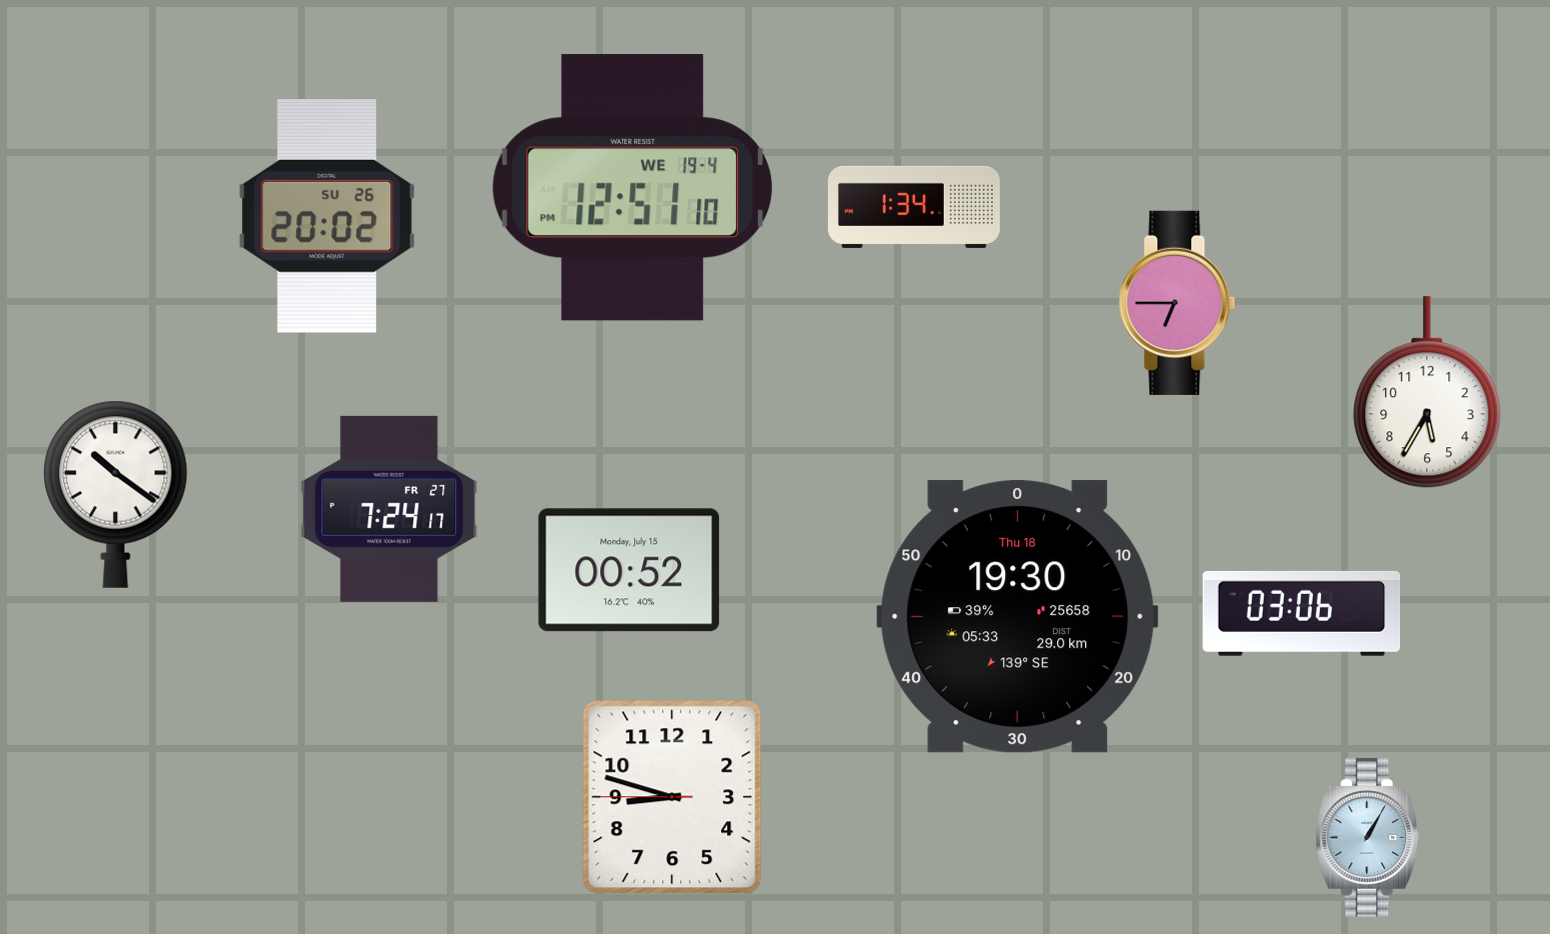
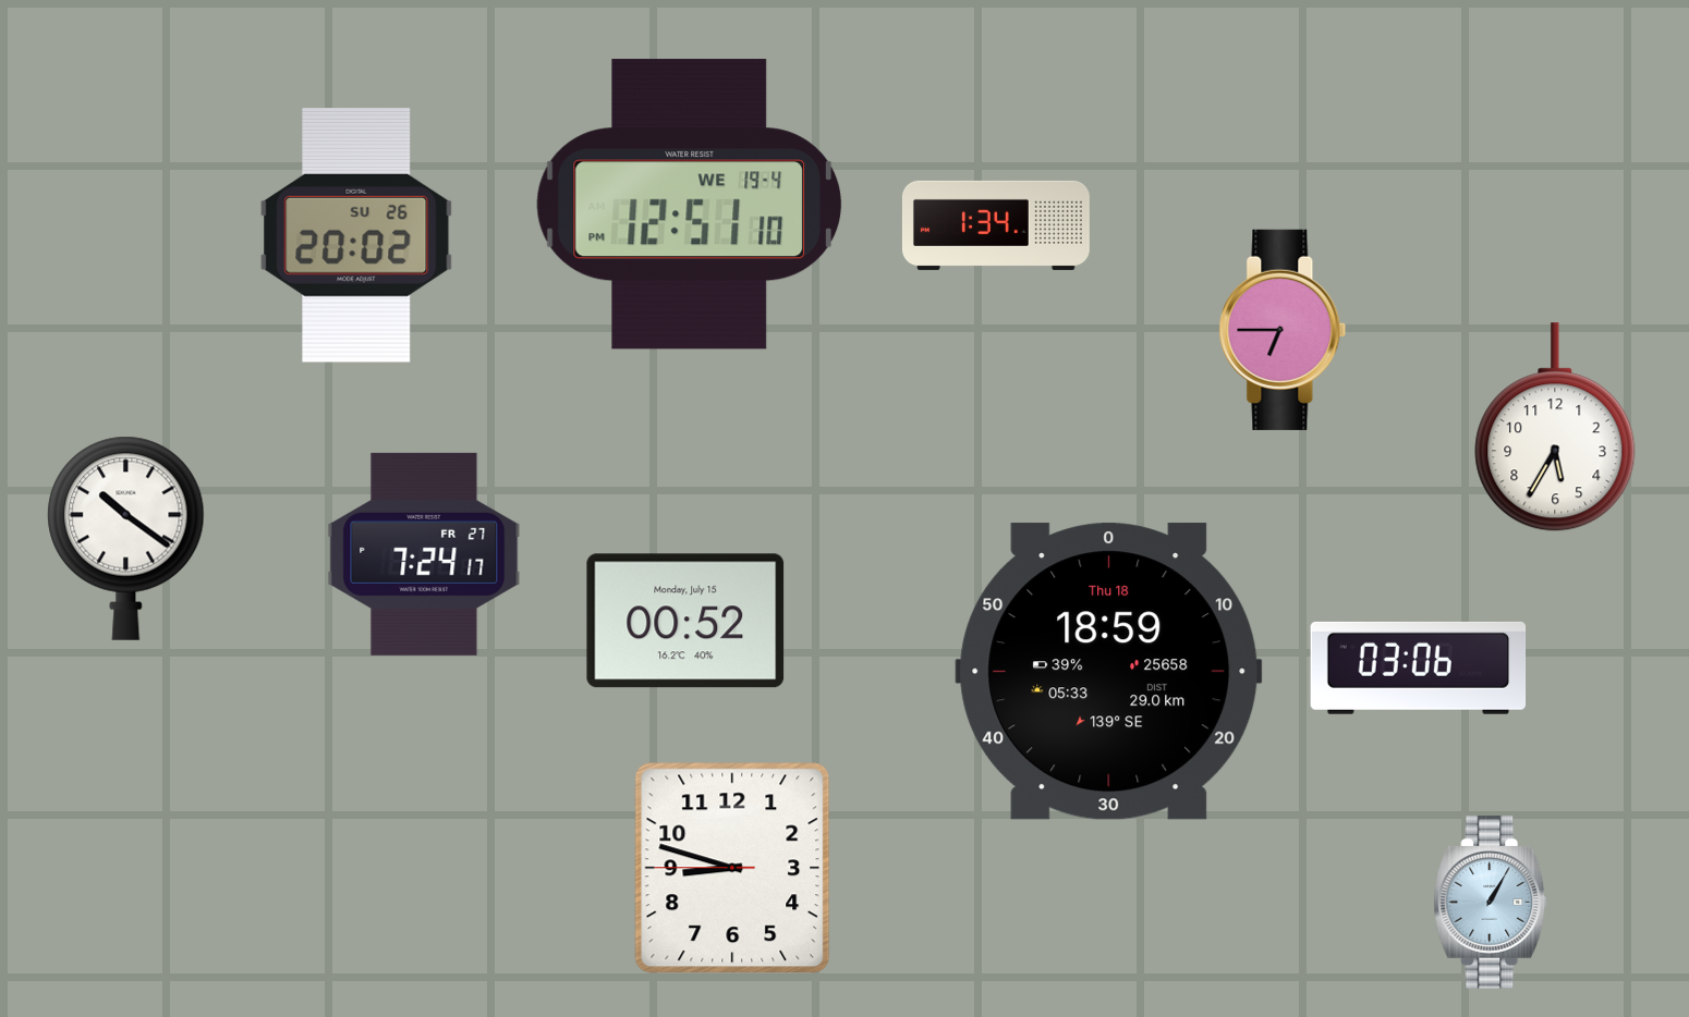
clock at (1018, 617): 19:30 -> 18:59
clock at (1368, 838) position: (1368, 838) -> (1491, 903)
